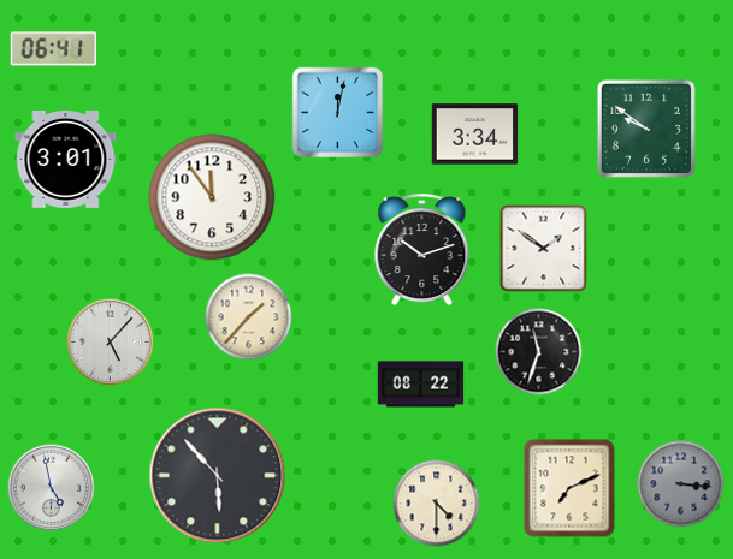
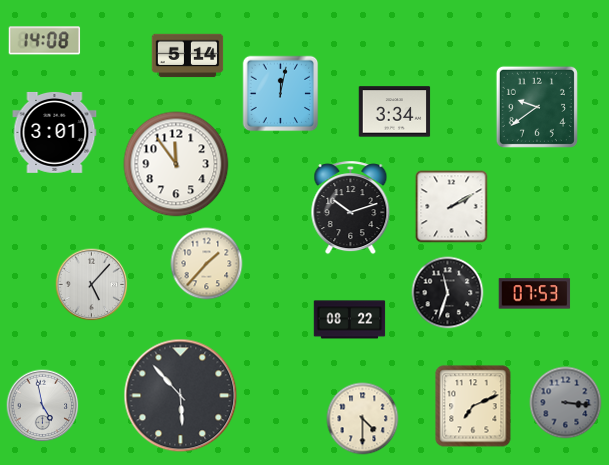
clock at (54, 49): 06:41 -> 14:08
clock at (188, 56): none -> 5:14
clock at (646, 129): 9:51 -> 9:39
clock at (544, 249): 1:51 -> 2:10
clock at (535, 294): none -> 07:53
